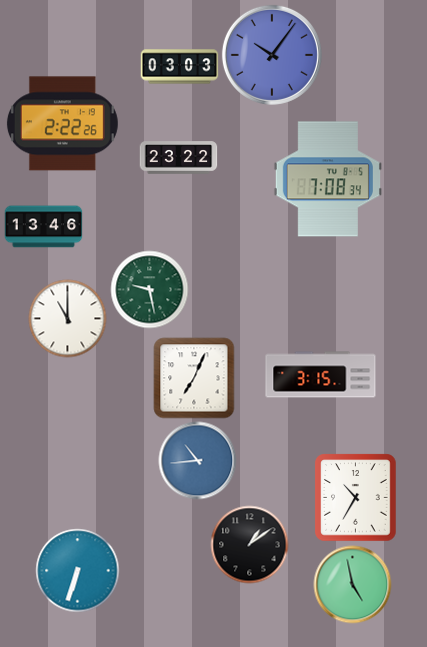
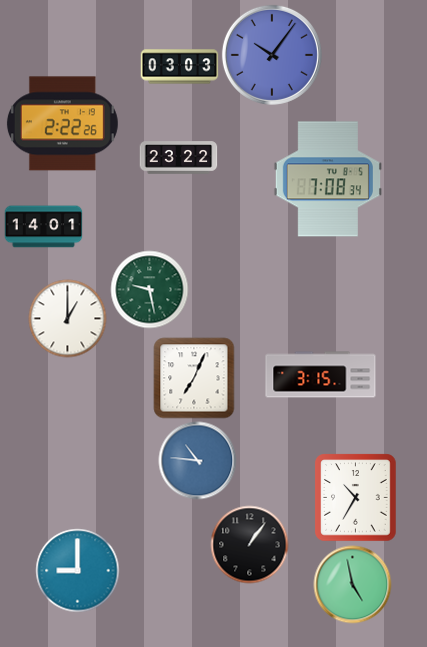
clock at (43, 227): 13:46 -> 14:01
clock at (67, 318): 11:00 -> 1:00
clock at (197, 460): 10:44 -> 10:46
clock at (249, 544): 1:09 -> 1:06
clock at (77, 570): 6:33 -> 9:00
